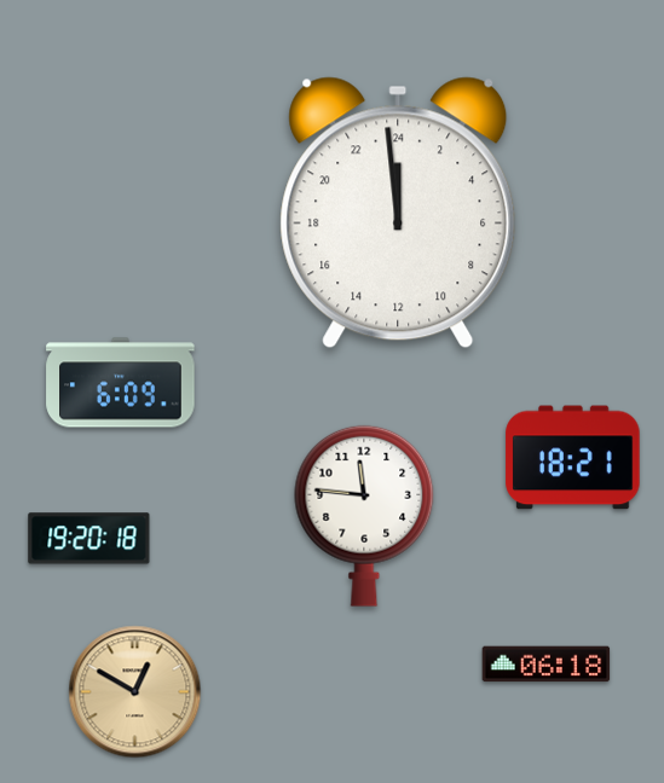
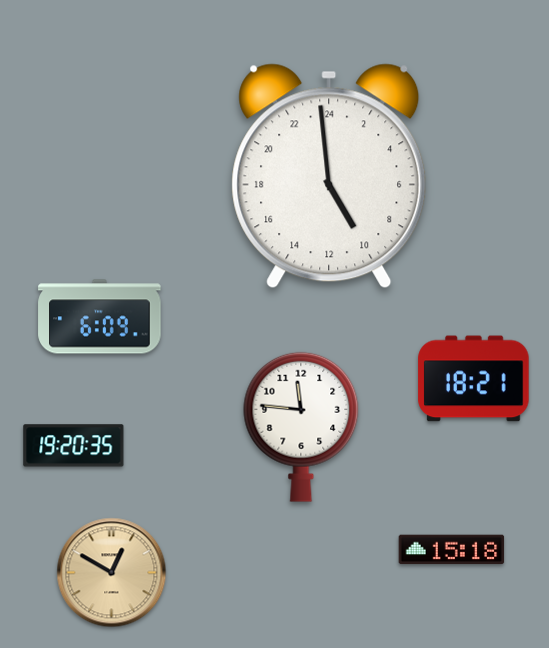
clock at (398, 213): 23:59 -> 9:59
clock at (90, 539): 19:20:18 -> 19:20:35
clock at (547, 665): 06:18 -> 15:18
